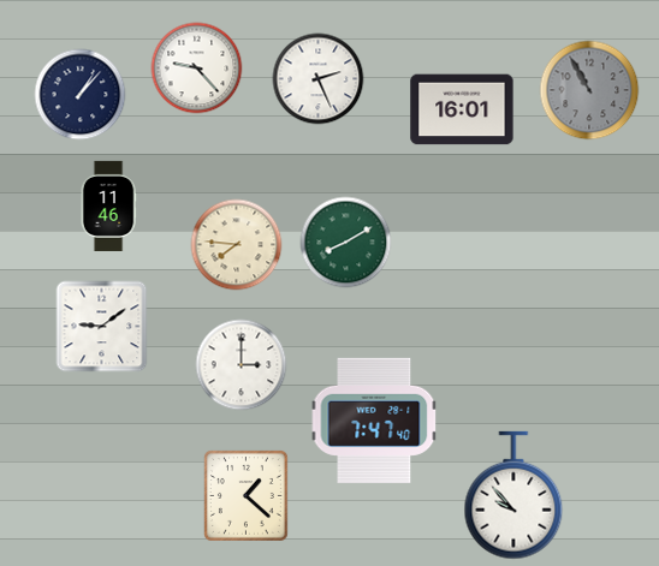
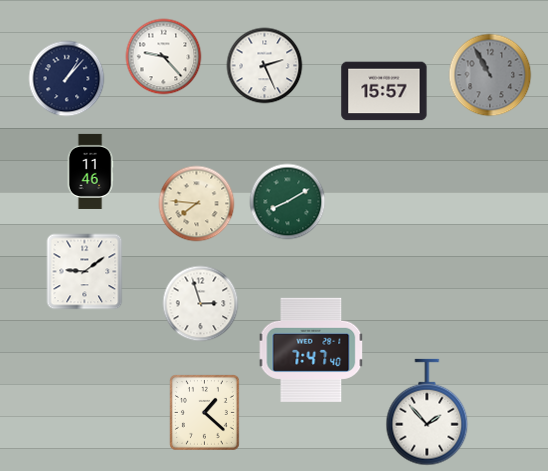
clock at (462, 109): 16:01 -> 15:57
clock at (242, 365): 3:00 -> 2:57
clock at (513, 495): 9:53 -> 1:53
